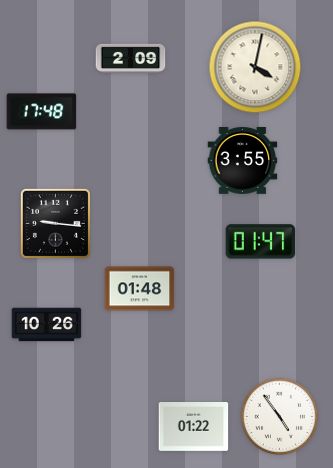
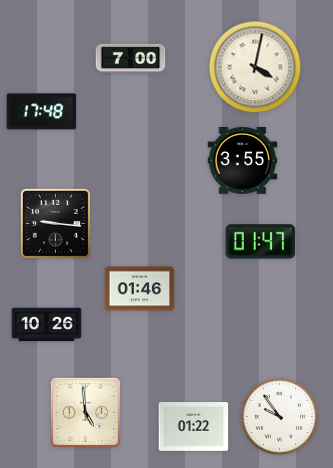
clock at (131, 58): 2:09 -> 7:00
clock at (140, 289): 01:48 -> 01:46
clock at (85, 412): none -> 4:59
clock at (279, 416): 4:54 -> 9:54
